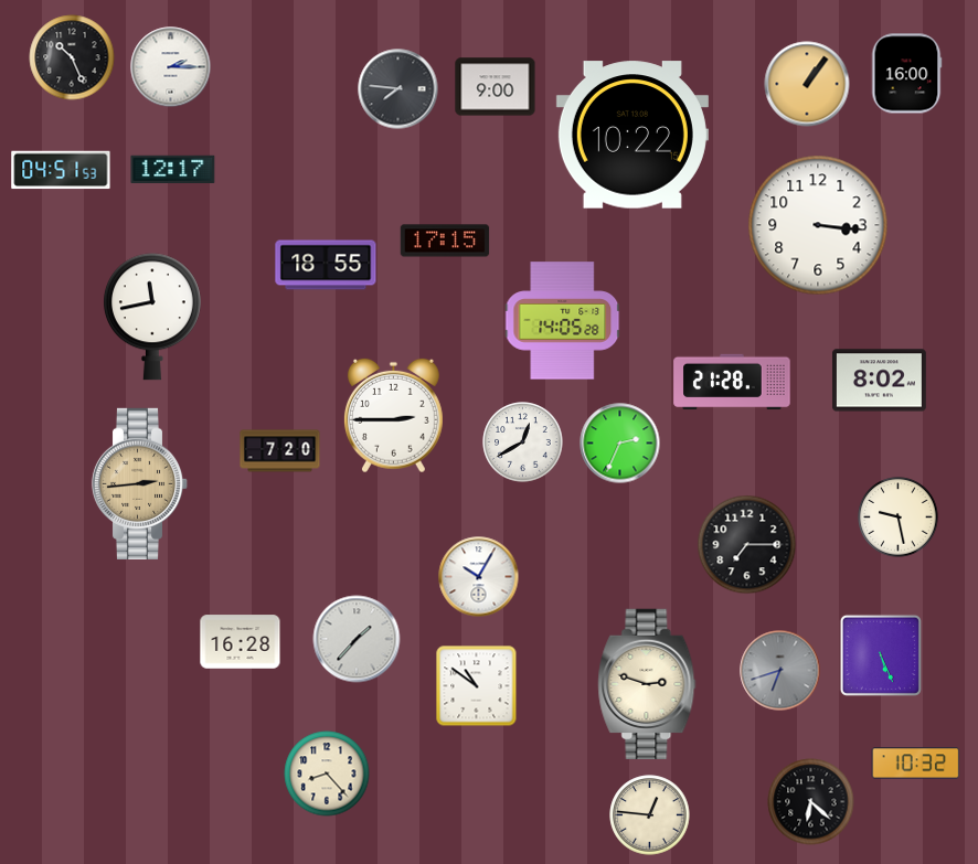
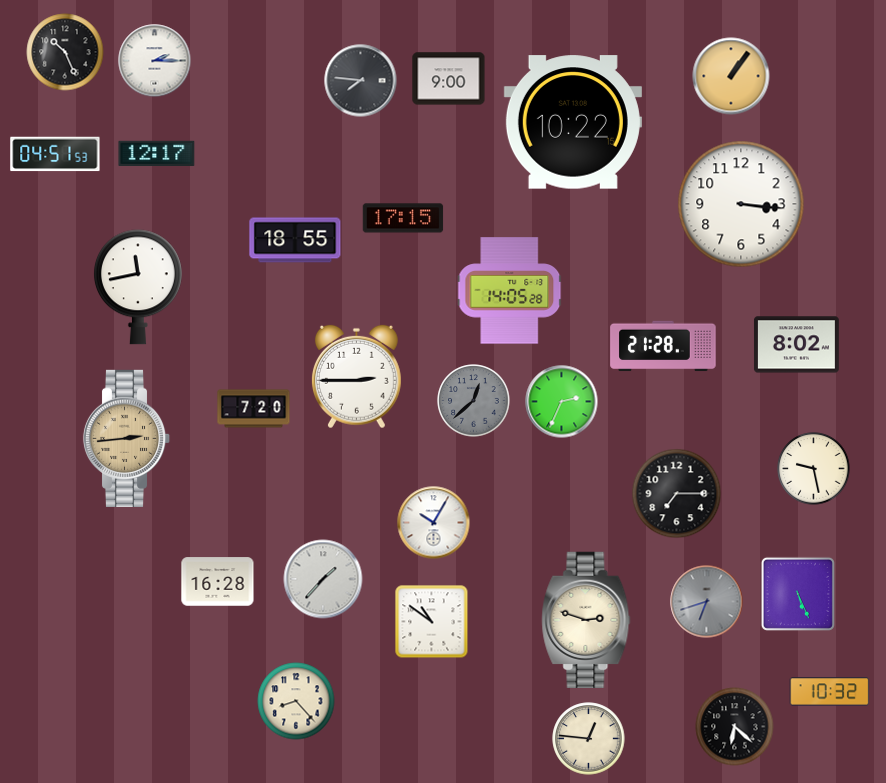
clock at (906, 74): 16:00 -> none
clock at (523, 442): 12:40 -> 12:38
clock at (523, 442) dial: white -> grey
clock at (780, 671) position: (780, 671) -> (707, 602)
